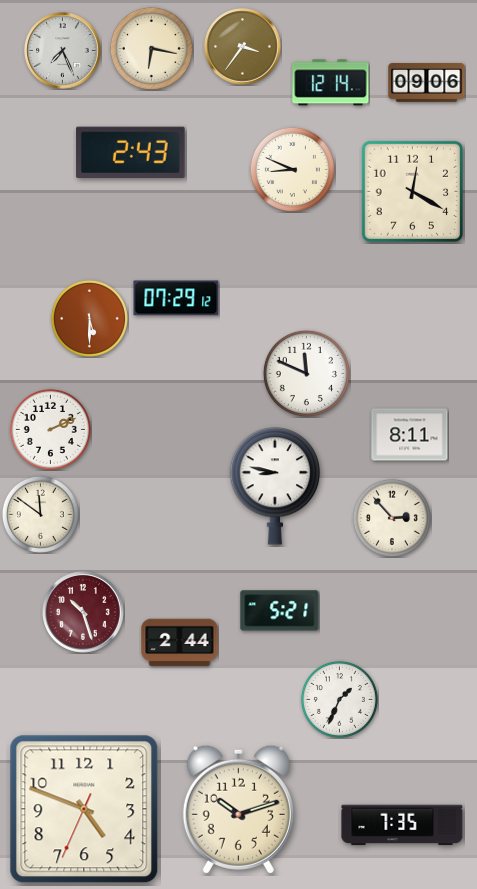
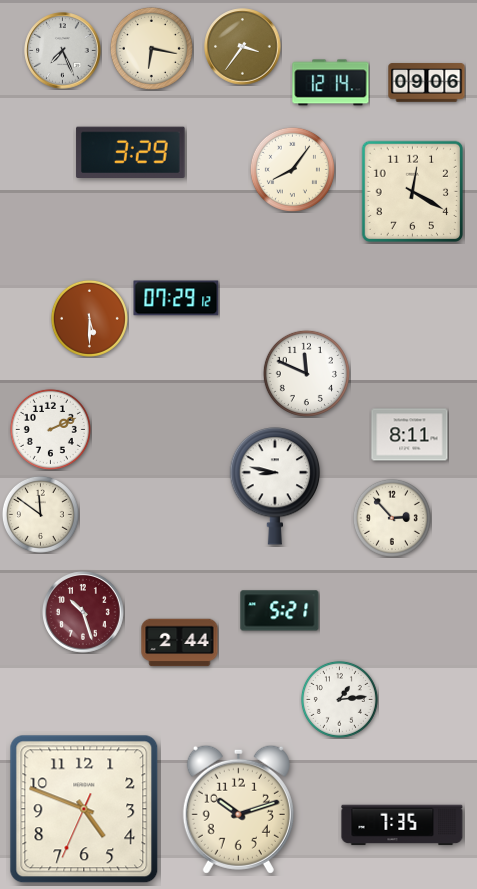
clock at (131, 152): 2:43 -> 3:29
clock at (292, 169): 8:49 -> 8:06
clock at (339, 699): 1:34 -> 1:14
